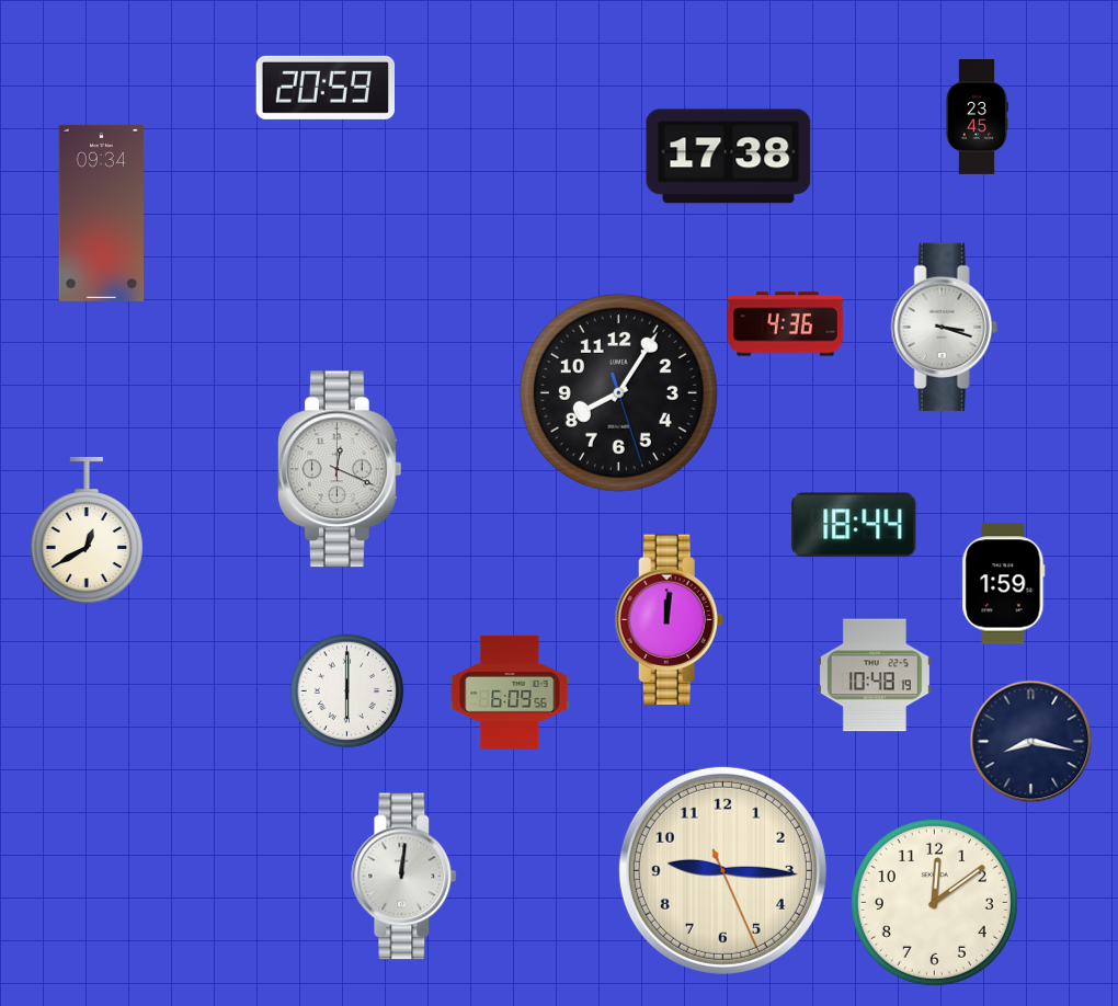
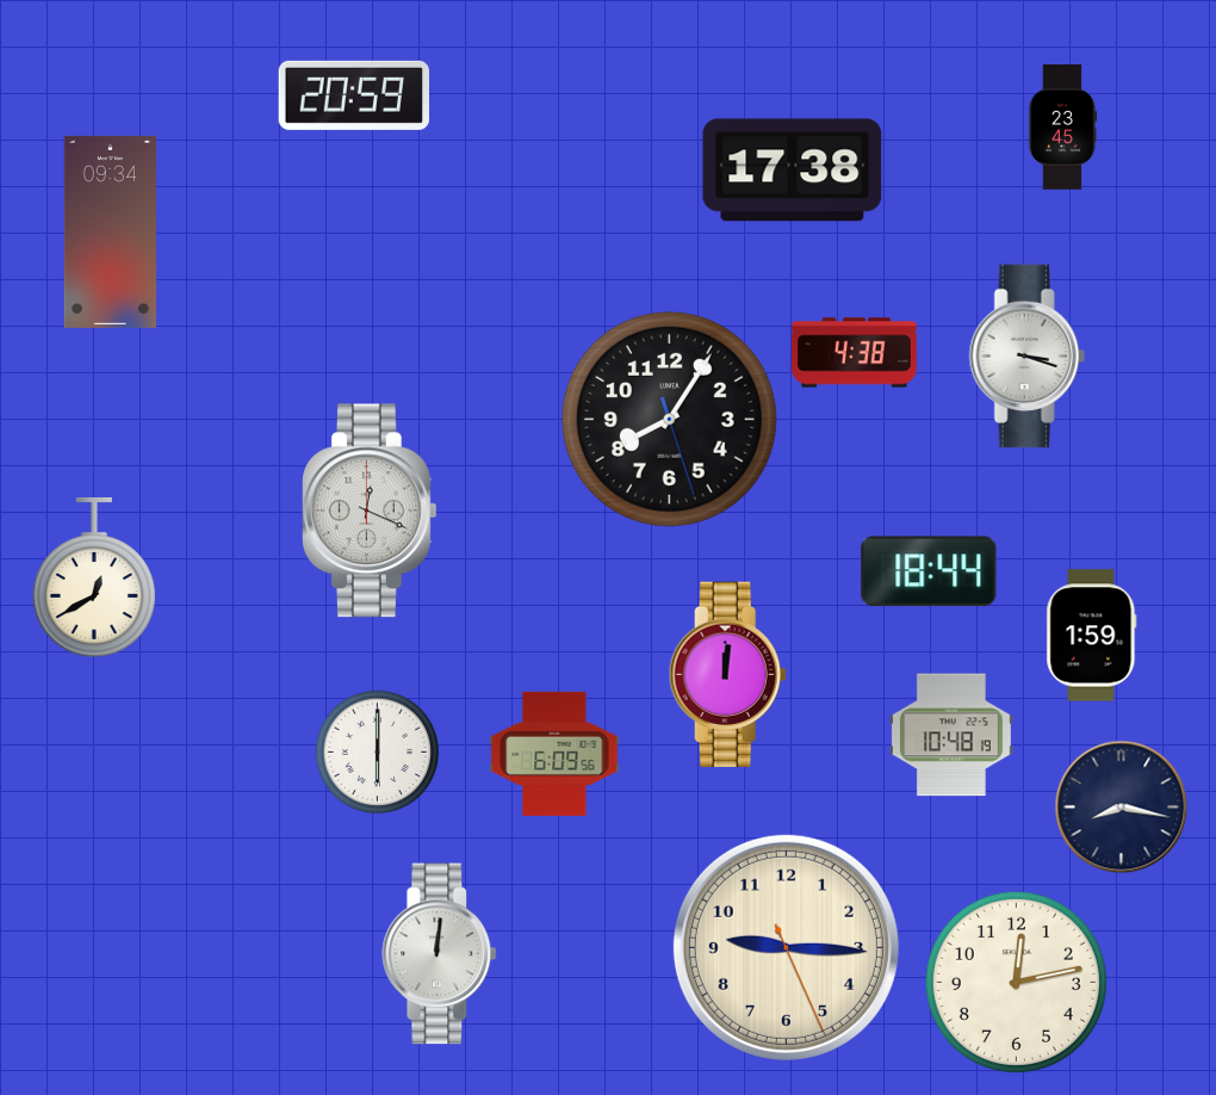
clock at (786, 324): 4:36 -> 4:38
clock at (618, 392) position: (618, 392) -> (669, 419)
clock at (934, 902): 12:09 -> 12:13
